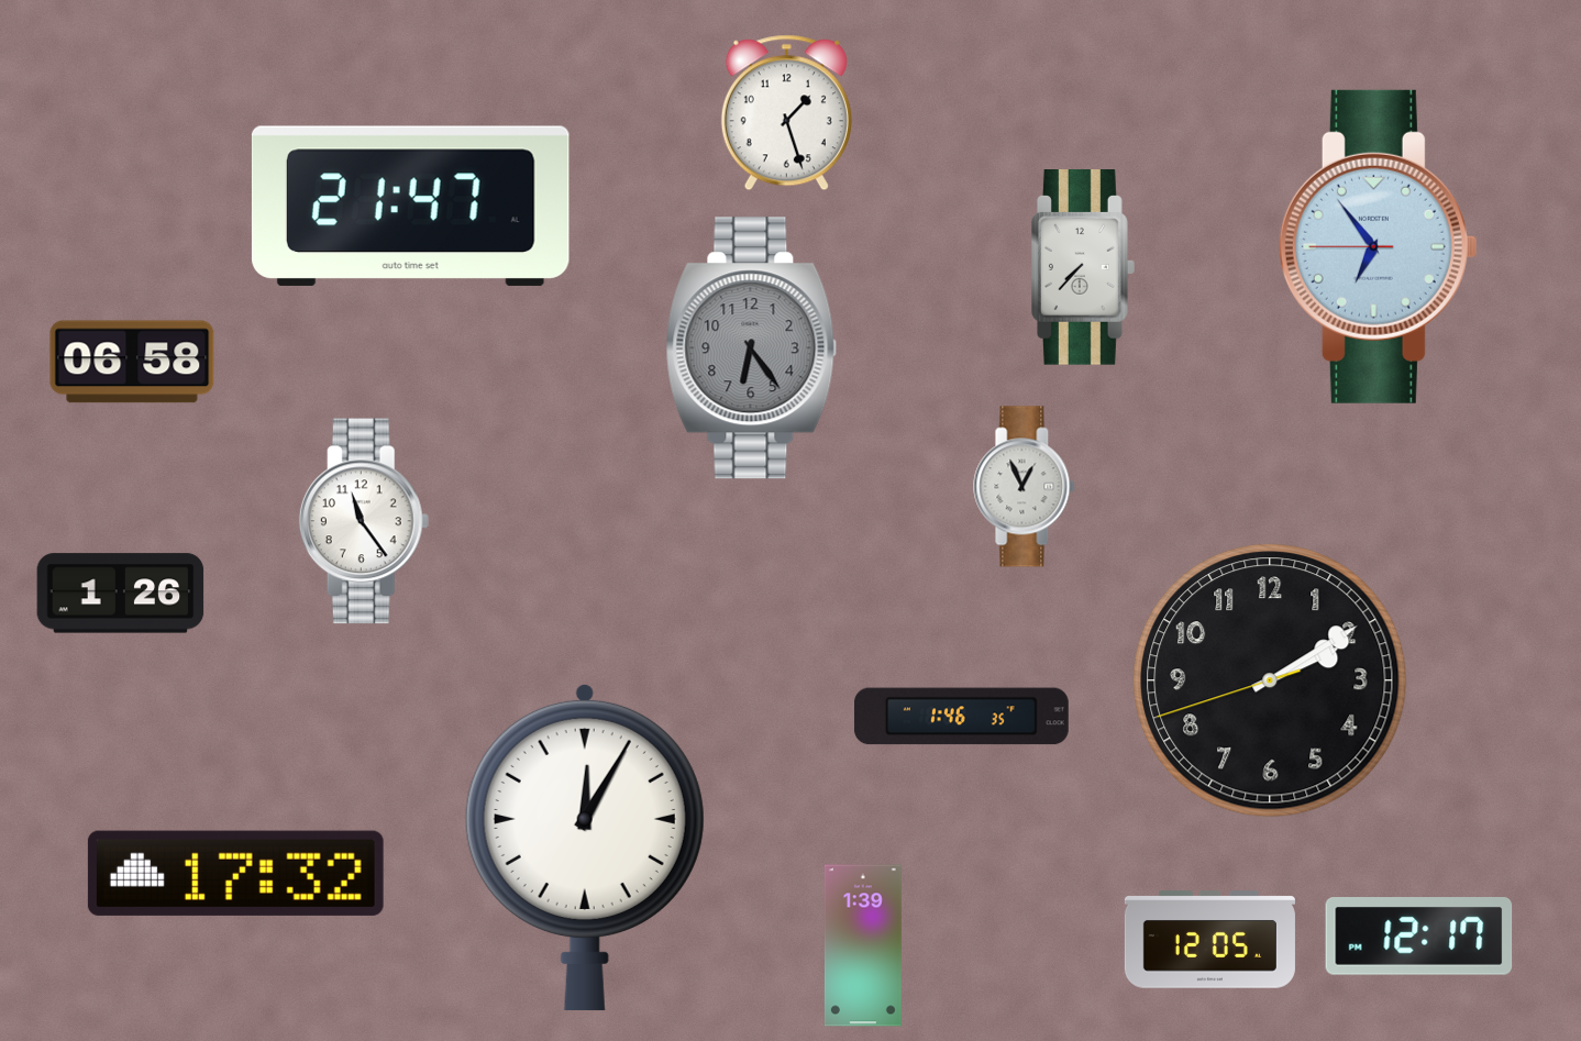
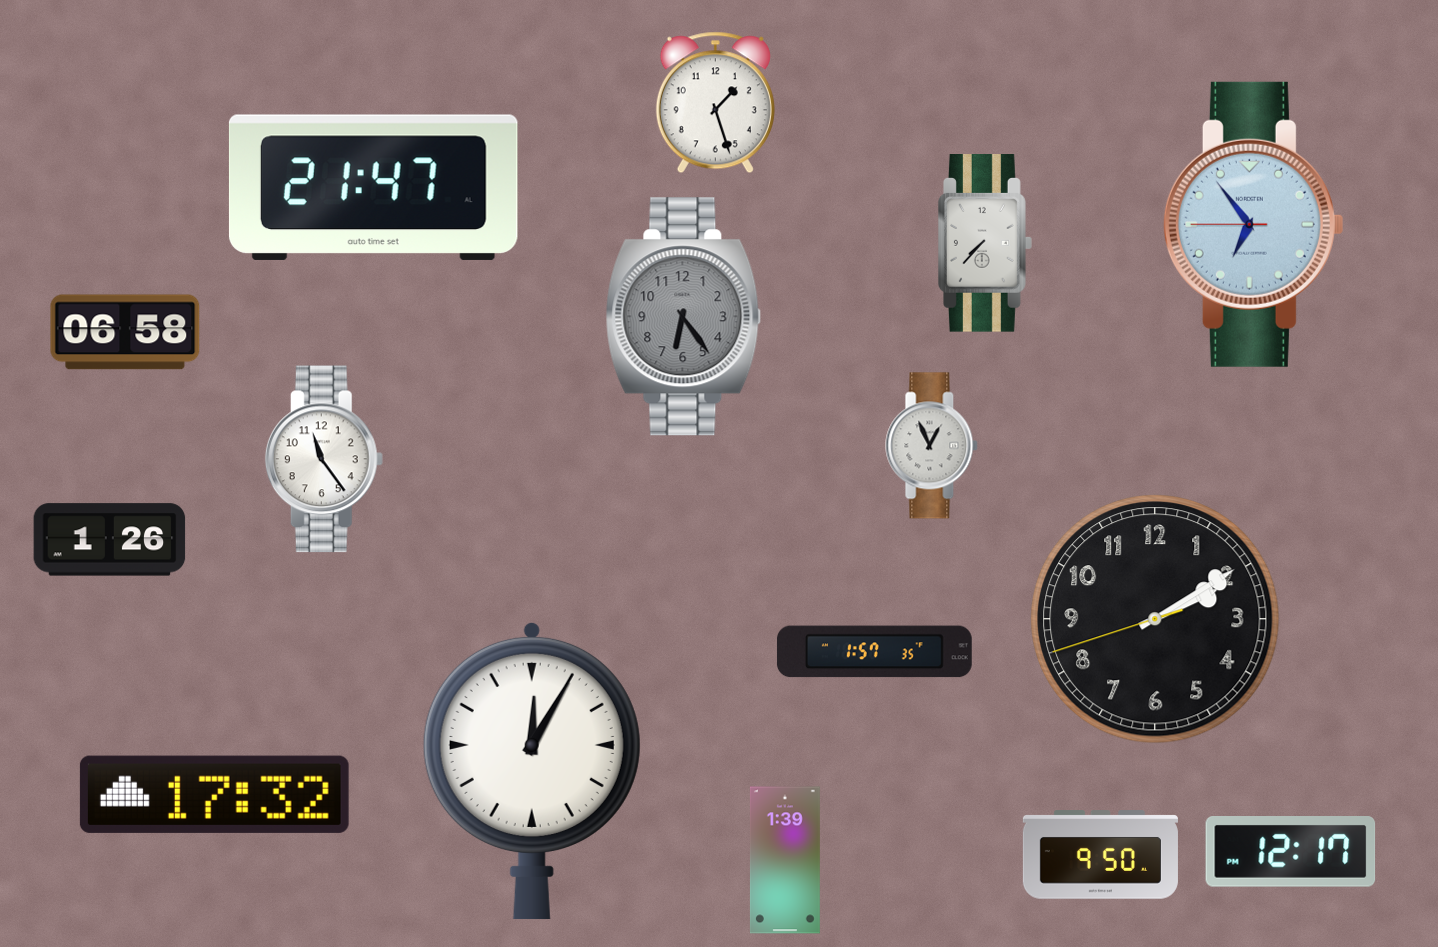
clock at (132, 362) position: (132, 362) -> (125, 332)
clock at (1025, 487) position: (1025, 487) -> (932, 446)
clock at (364, 521) position: (364, 521) -> (324, 459)
clock at (961, 717): 1:46 -> 1:57
clock at (1209, 940): 12:05 -> 9:50
